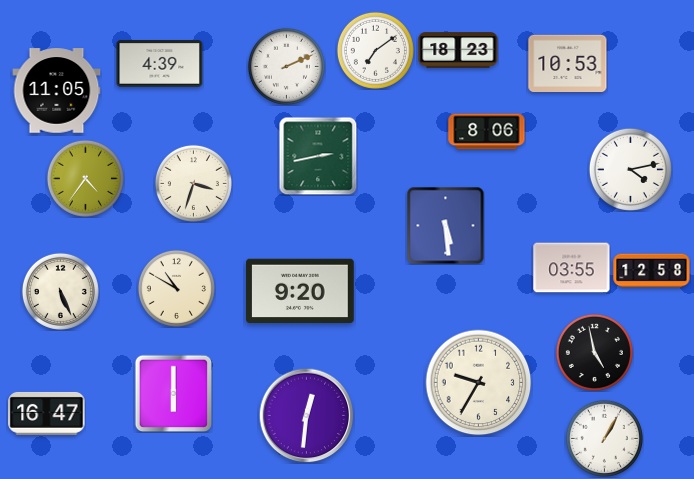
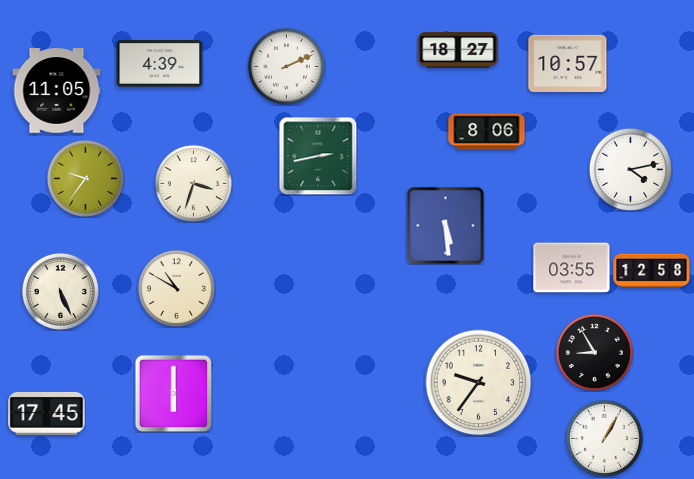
clock at (375, 50): 7:09 -> none
clock at (458, 50): 18:23 -> 18:27
clock at (568, 63): 10:53 -> 10:57
clock at (85, 178): 4:36 -> 9:36
clock at (301, 291): 9:20 -> none
clock at (594, 352): 4:58 -> 8:55
clock at (479, 383): 9:35 -> 9:36
clock at (47, 413): 16:47 -> 17:45
clock at (306, 415): 12:31 -> none
